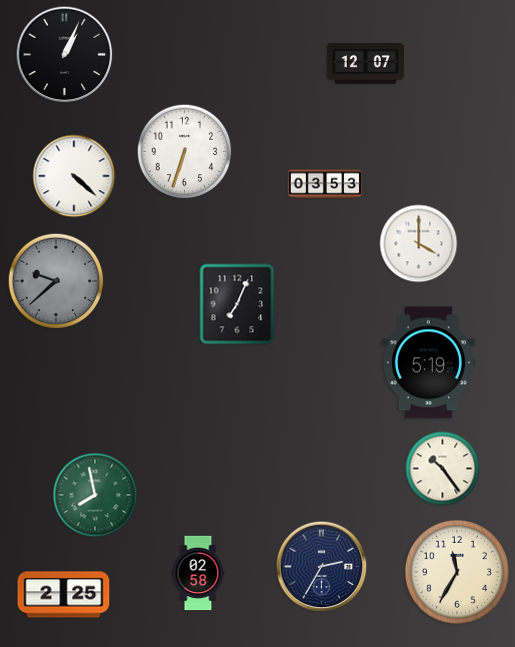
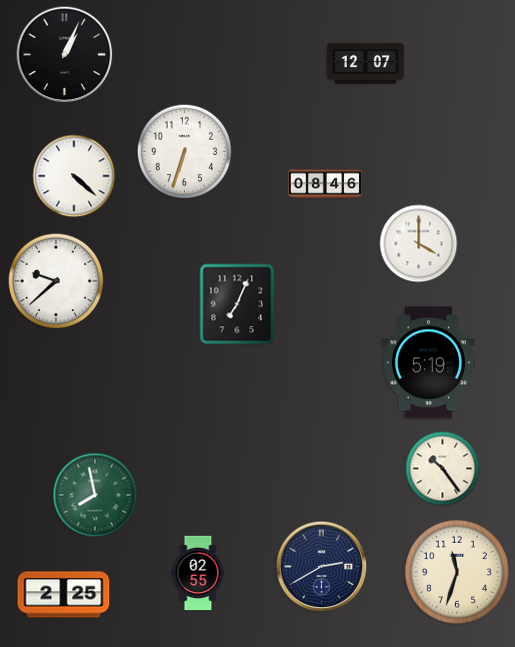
clock at (325, 184): 03:53 -> 08:46
clock at (56, 281) dial: grey -> white
clock at (322, 567): 2:35 -> 2:40
clock at (457, 572): 11:35 -> 11:33
clock at (198, 573): 02:58 -> 02:55
